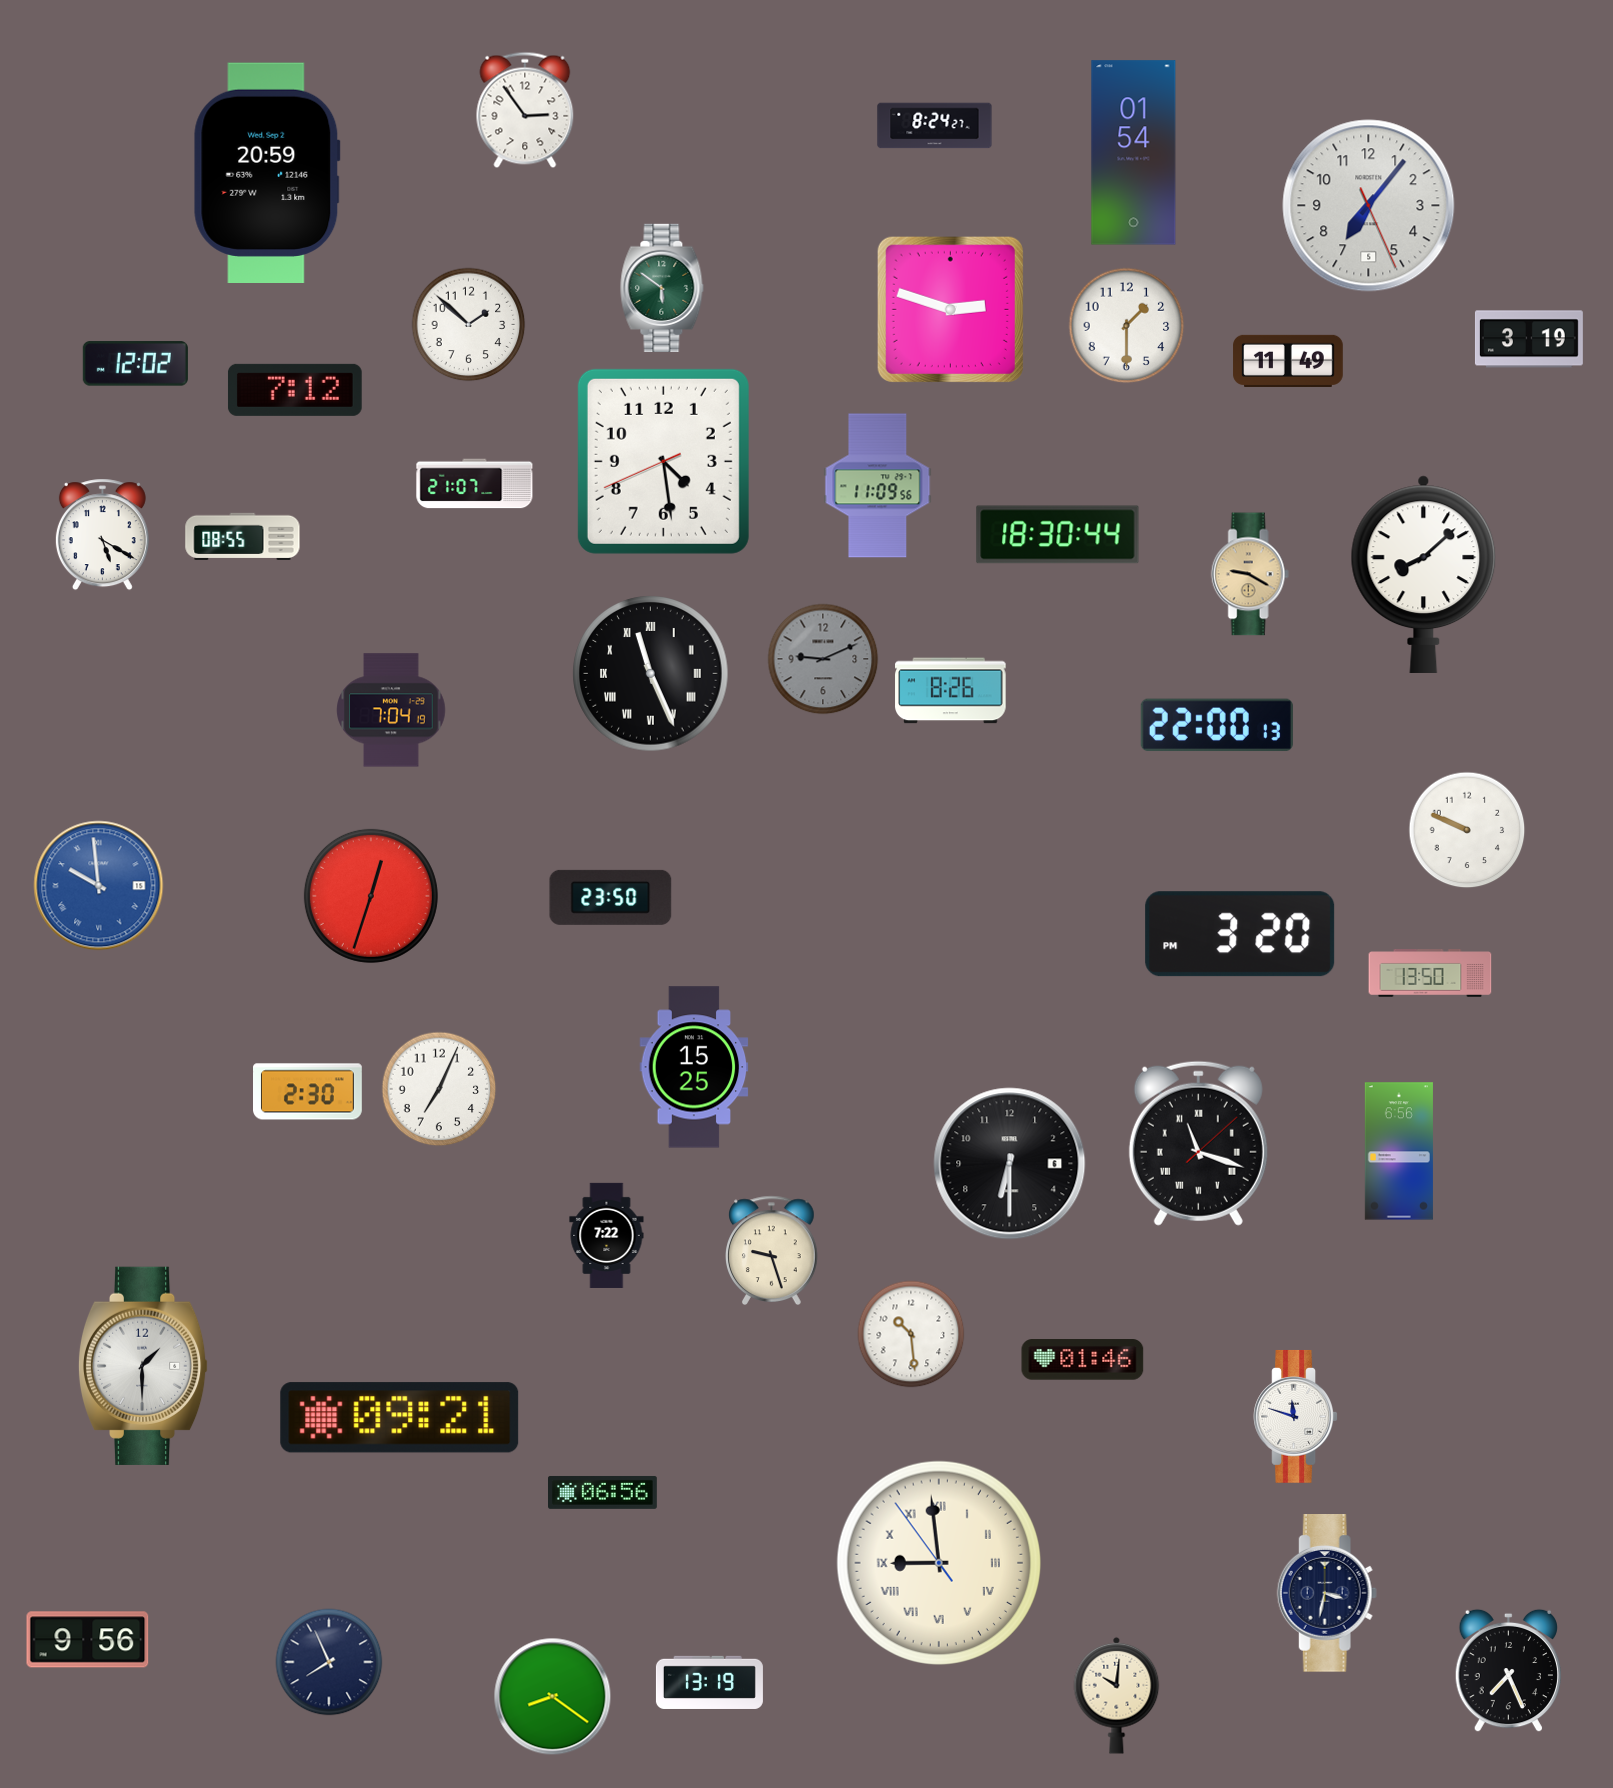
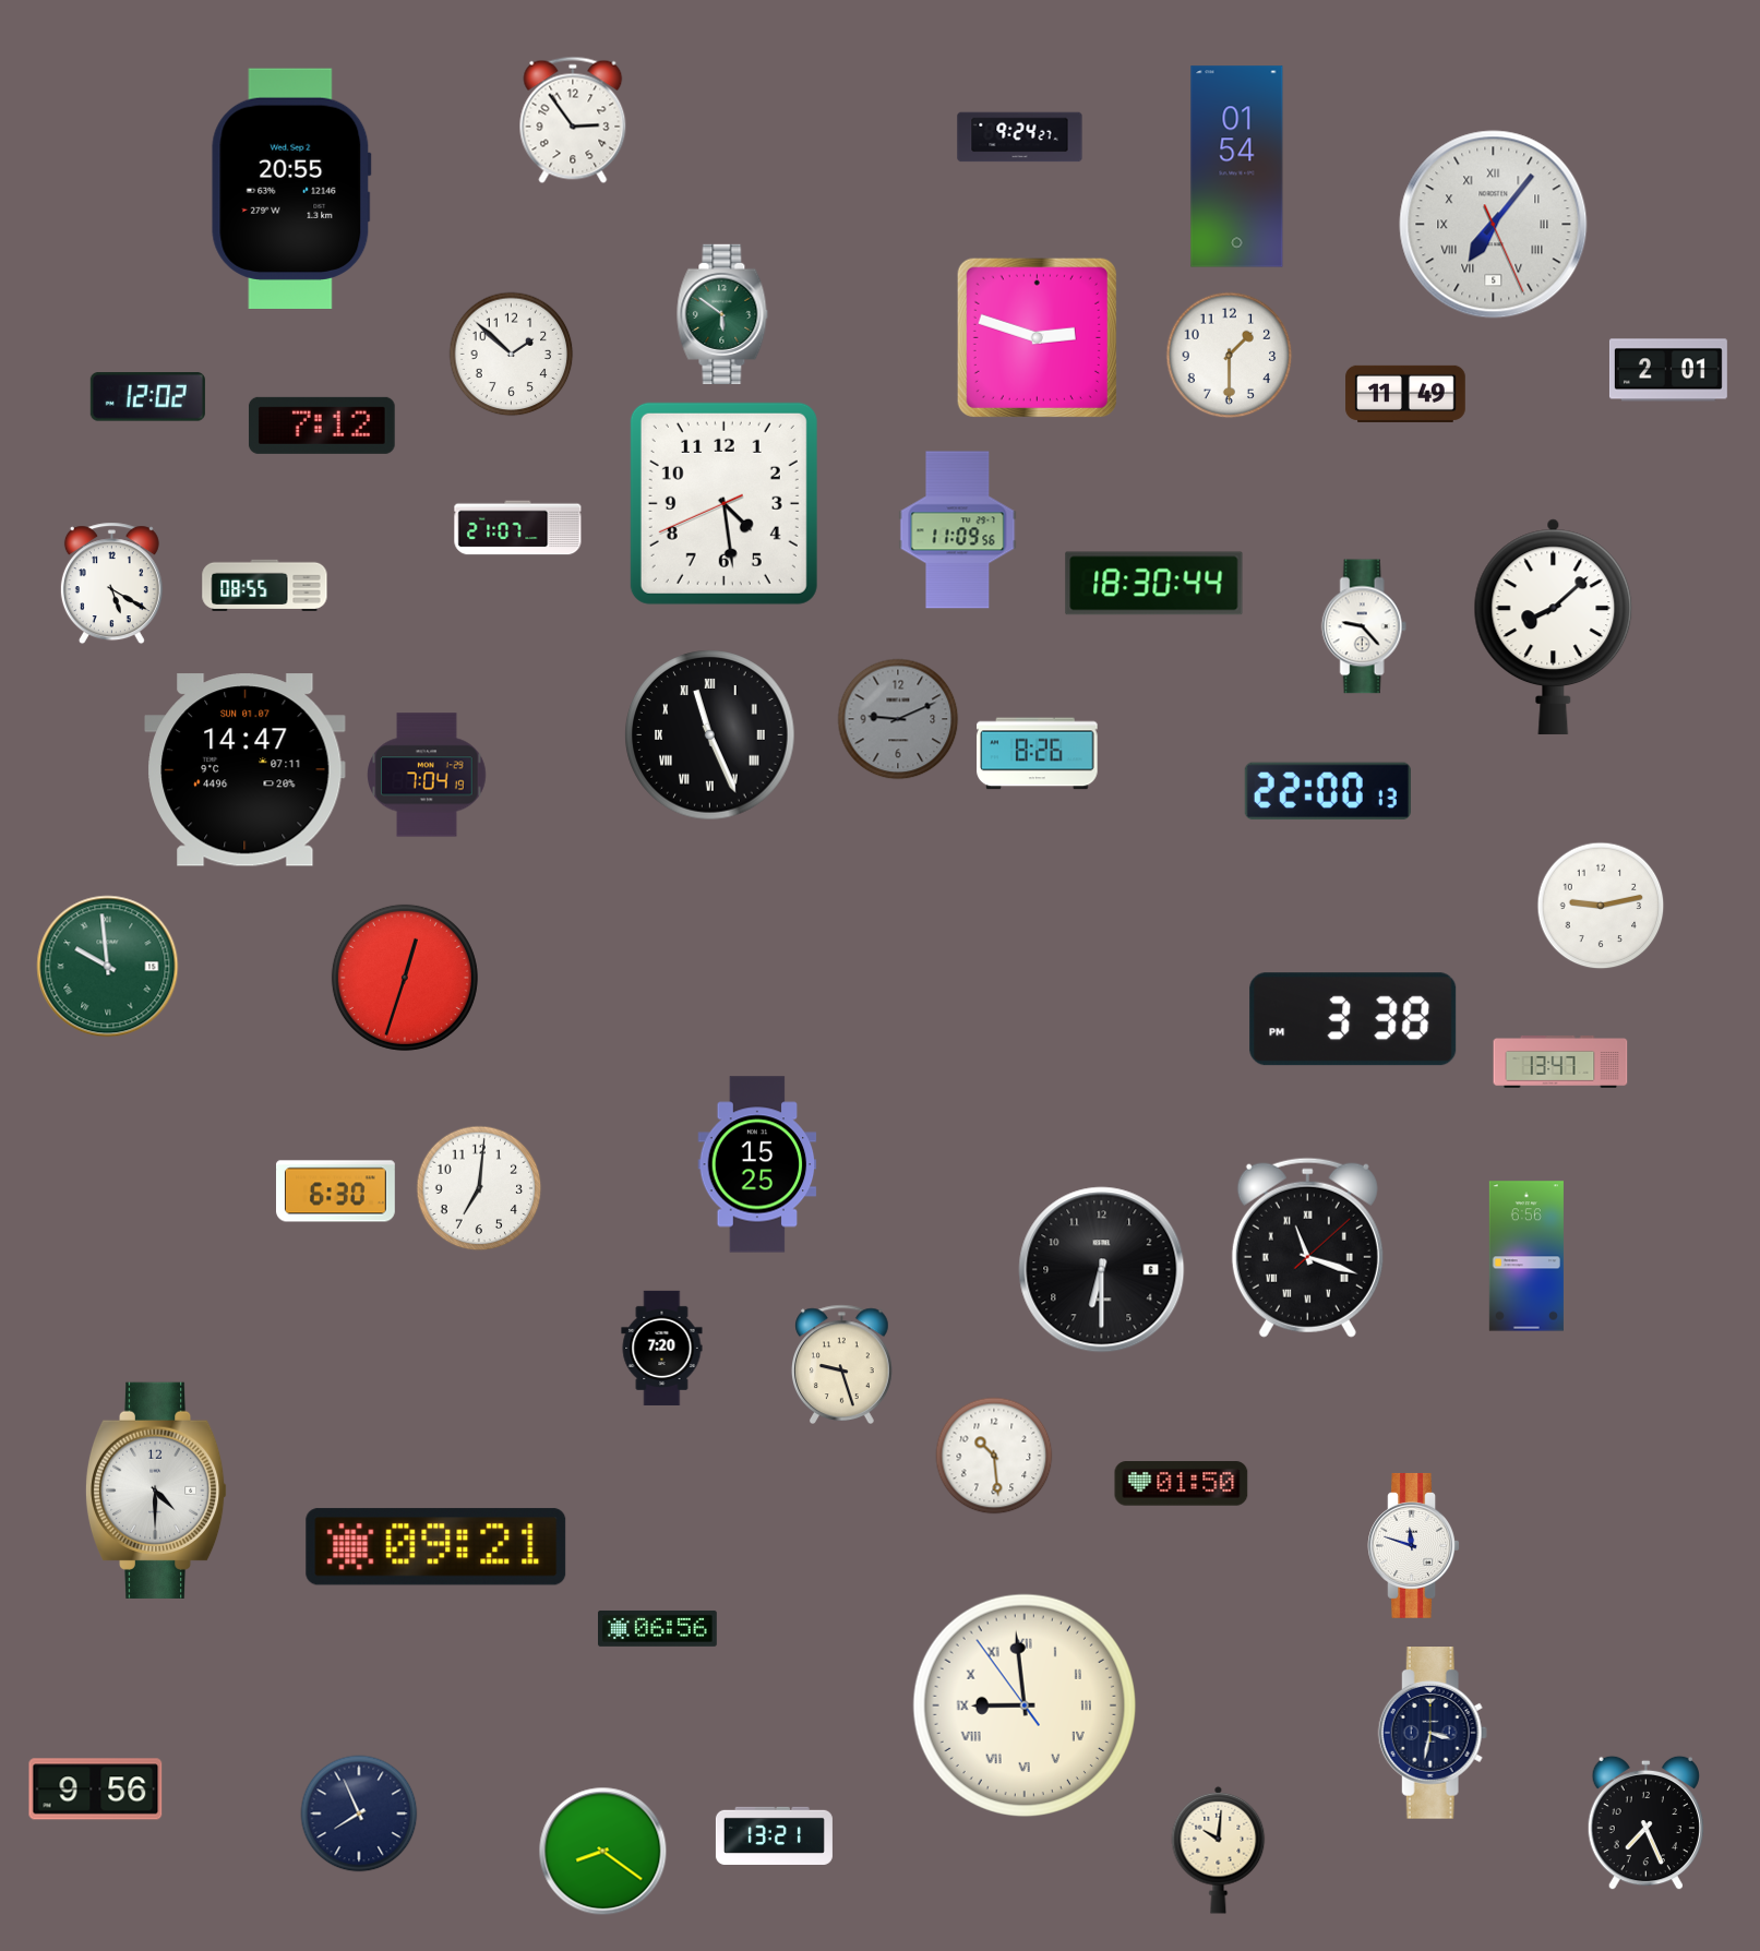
clock at (935, 126): 8:24 -> 9:24
clock at (267, 172): 20:59 -> 20:55
clock at (1369, 206) numerals: Arabic -> Roman
clock at (1529, 339): 3:19 -> 2:01
clock at (1250, 574): 9:20 -> 9:23
clock at (1250, 574) dial: champagne -> white
clock at (246, 770): none -> 14:47
clock at (1467, 830): 9:49 -> 9:13
clock at (99, 886) dial: blue -> green
clock at (611, 897): 23:50 -> none
clock at (1240, 934): 3:20 -> 3:38
clock at (1430, 974): 13:50 -> 13:47
clock at (439, 1089): 7:04 -> 7:01
clock at (308, 1092): 2:30 -> 6:30
clock at (607, 1235): 7:22 -> 7:20
clock at (1083, 1360): 01:46 -> 01:50
clock at (143, 1366): 1:30 -> 4:30
clock at (1327, 1594) position: (1327, 1594) -> (1433, 1734)
clock at (709, 1682): 13:19 -> 13:21
